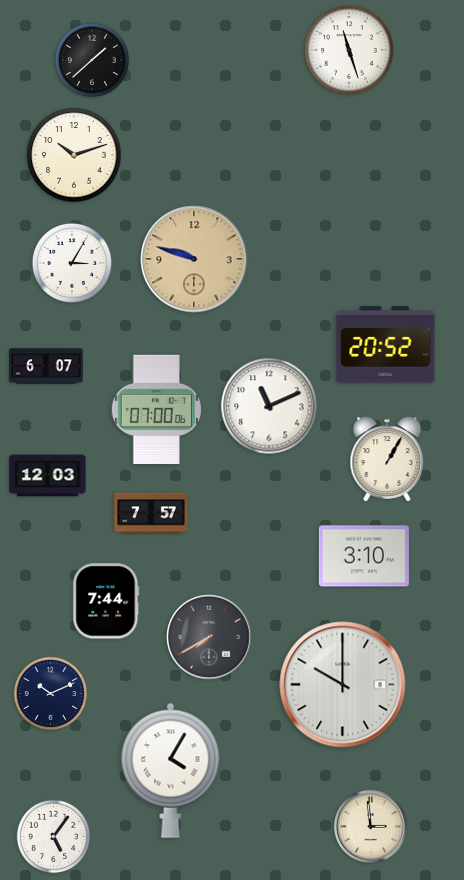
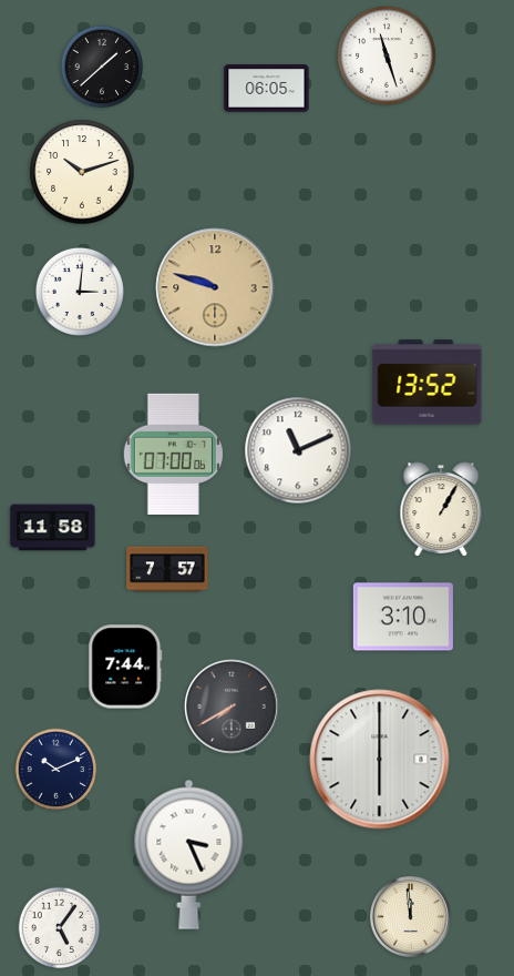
clock at (267, 89): none -> 06:05
clock at (72, 263): 3:05 -> 3:01
clock at (386, 345): 20:52 -> 13:52
clock at (46, 366): 6:07 -> none
clock at (387, 459) position: (387, 459) -> (441, 509)
clock at (48, 476): 12:03 -> 11:58
clock at (106, 601) position: (106, 601) -> (125, 667)
clock at (343, 685): 10:00 -> 6:00
clock at (171, 770): 4:05 -> 3:26
clock at (370, 826): 2:59 -> 11:59
